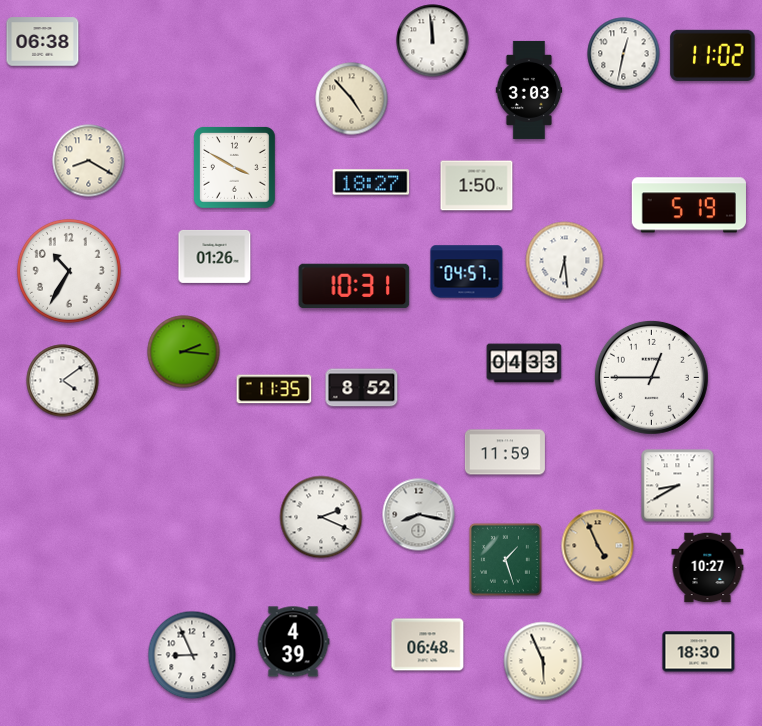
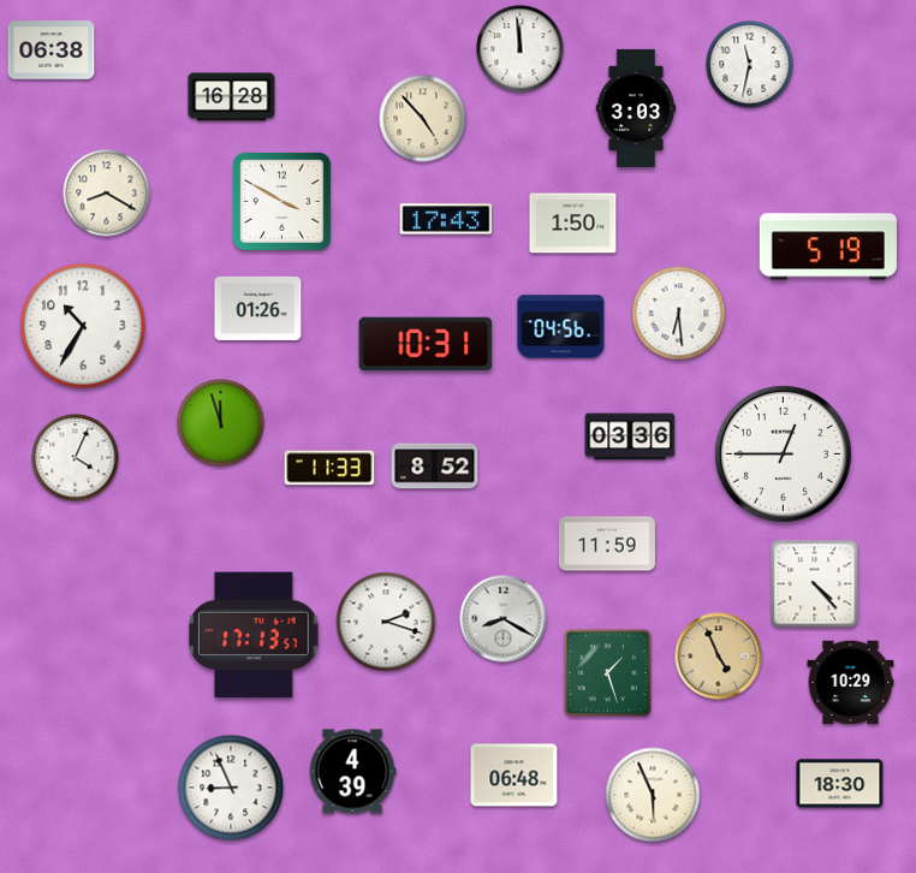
clock at (624, 54): 12:32 -> 11:32
clock at (713, 55): 11:02 -> none
clock at (232, 97): none -> 16:28
clock at (371, 182): 18:27 -> 17:43
clock at (467, 272): 04:57 -> 04:56
clock at (184, 352): 2:16 -> 11:57
clock at (524, 363): 04:33 -> 03:36
clock at (63, 381): 4:09 -> 4:04
clock at (274, 389): 11:35 -> 11:33
clock at (678, 486): 8:40 -> 4:23
clock at (419, 515): 8:17 -> 8:20
clock at (321, 517): 2:19 -> 2:18
clock at (254, 635): none -> 17:13
clock at (708, 568): 10:27 -> 10:29
